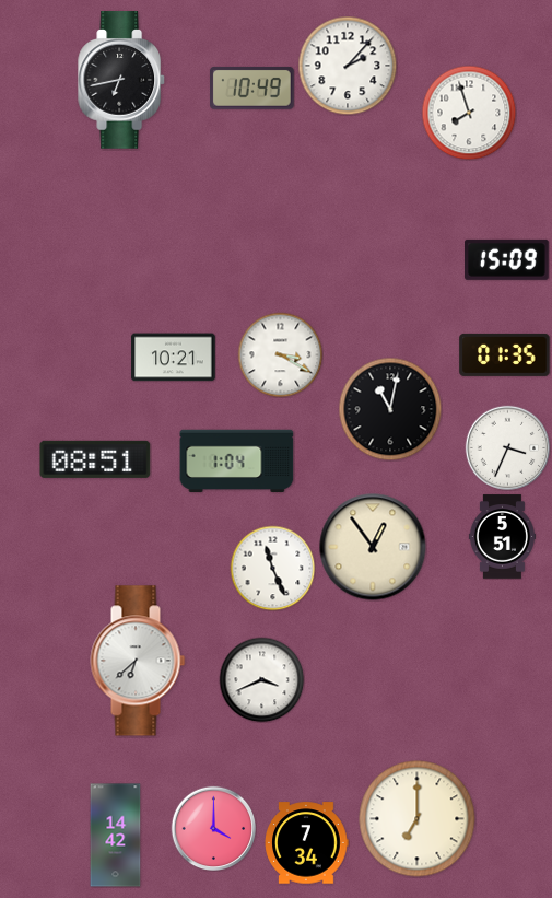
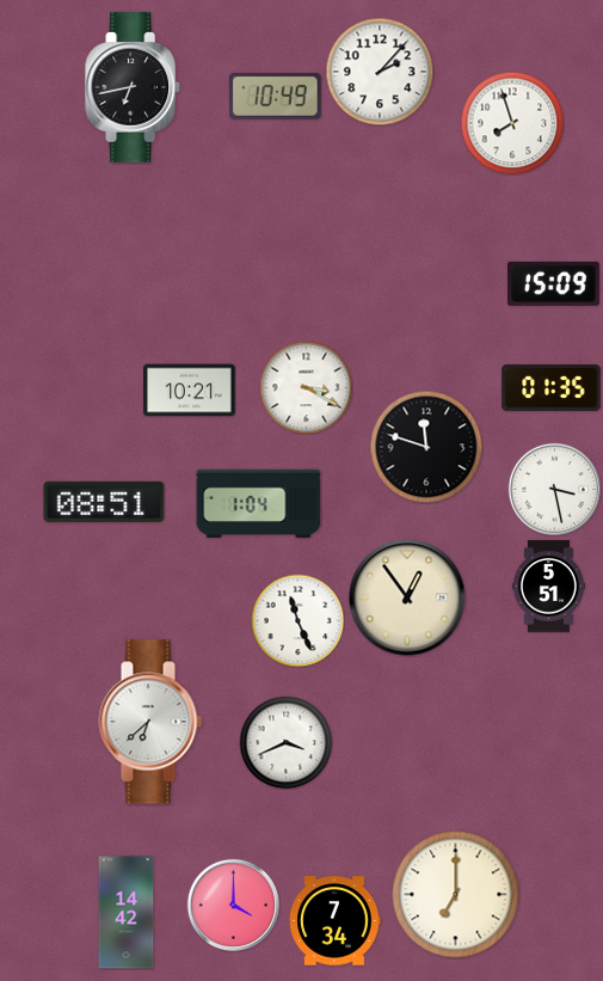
clock at (390, 409): 11:02 -> 11:48
clock at (507, 447): 3:34 -> 3:28
